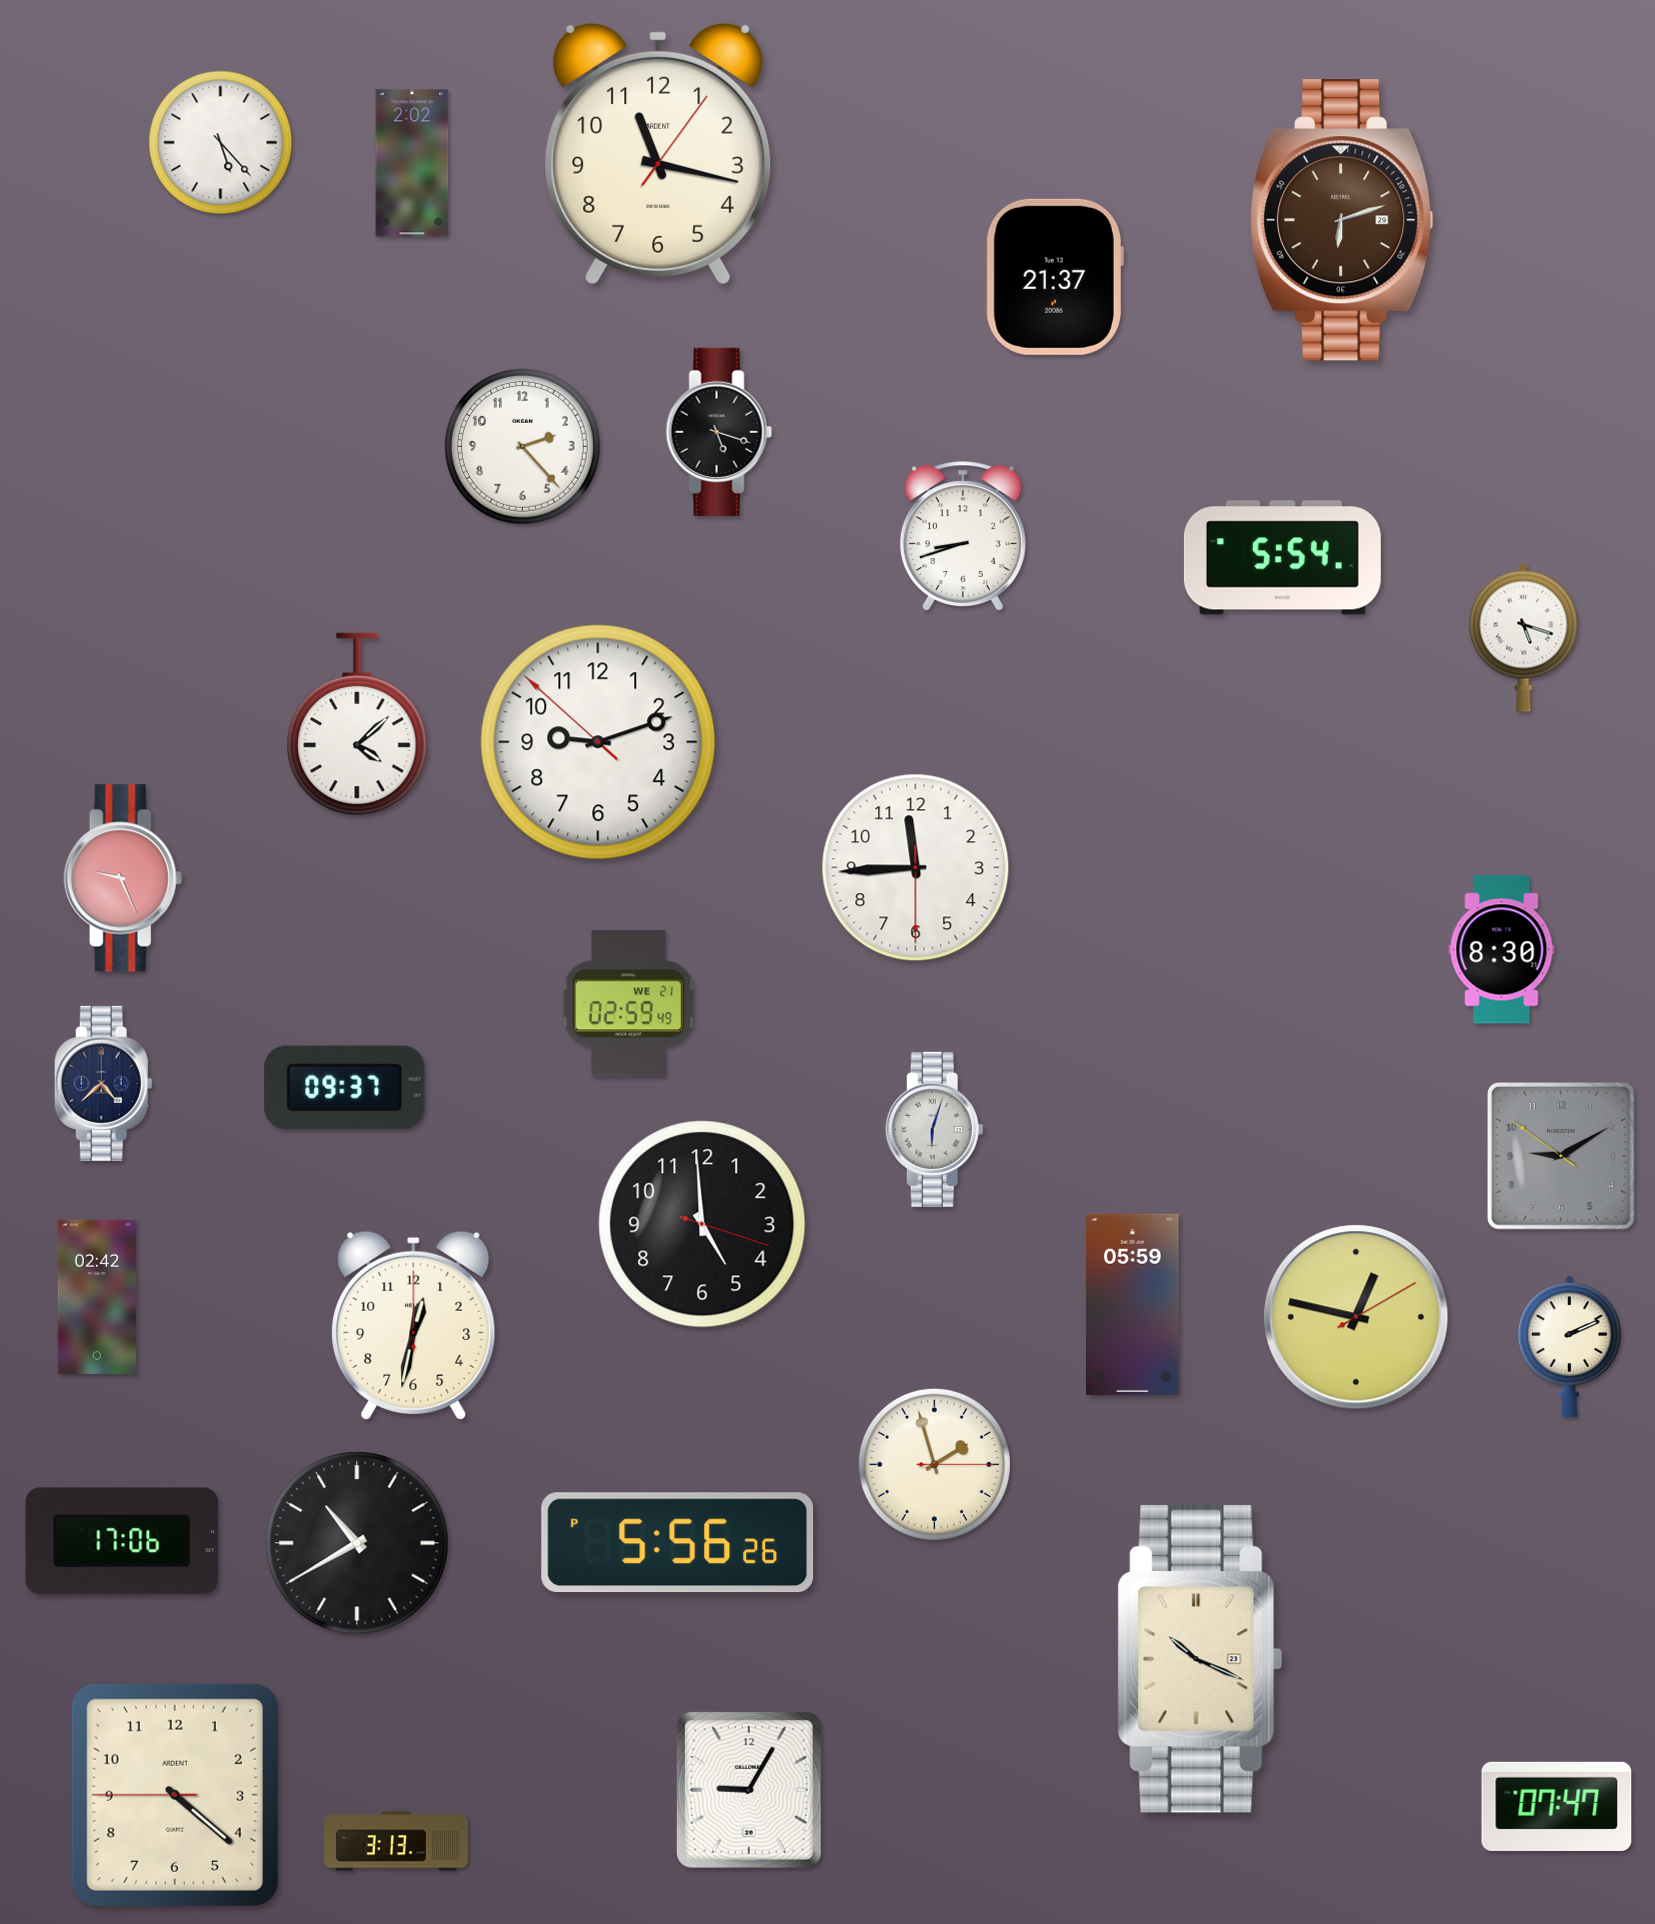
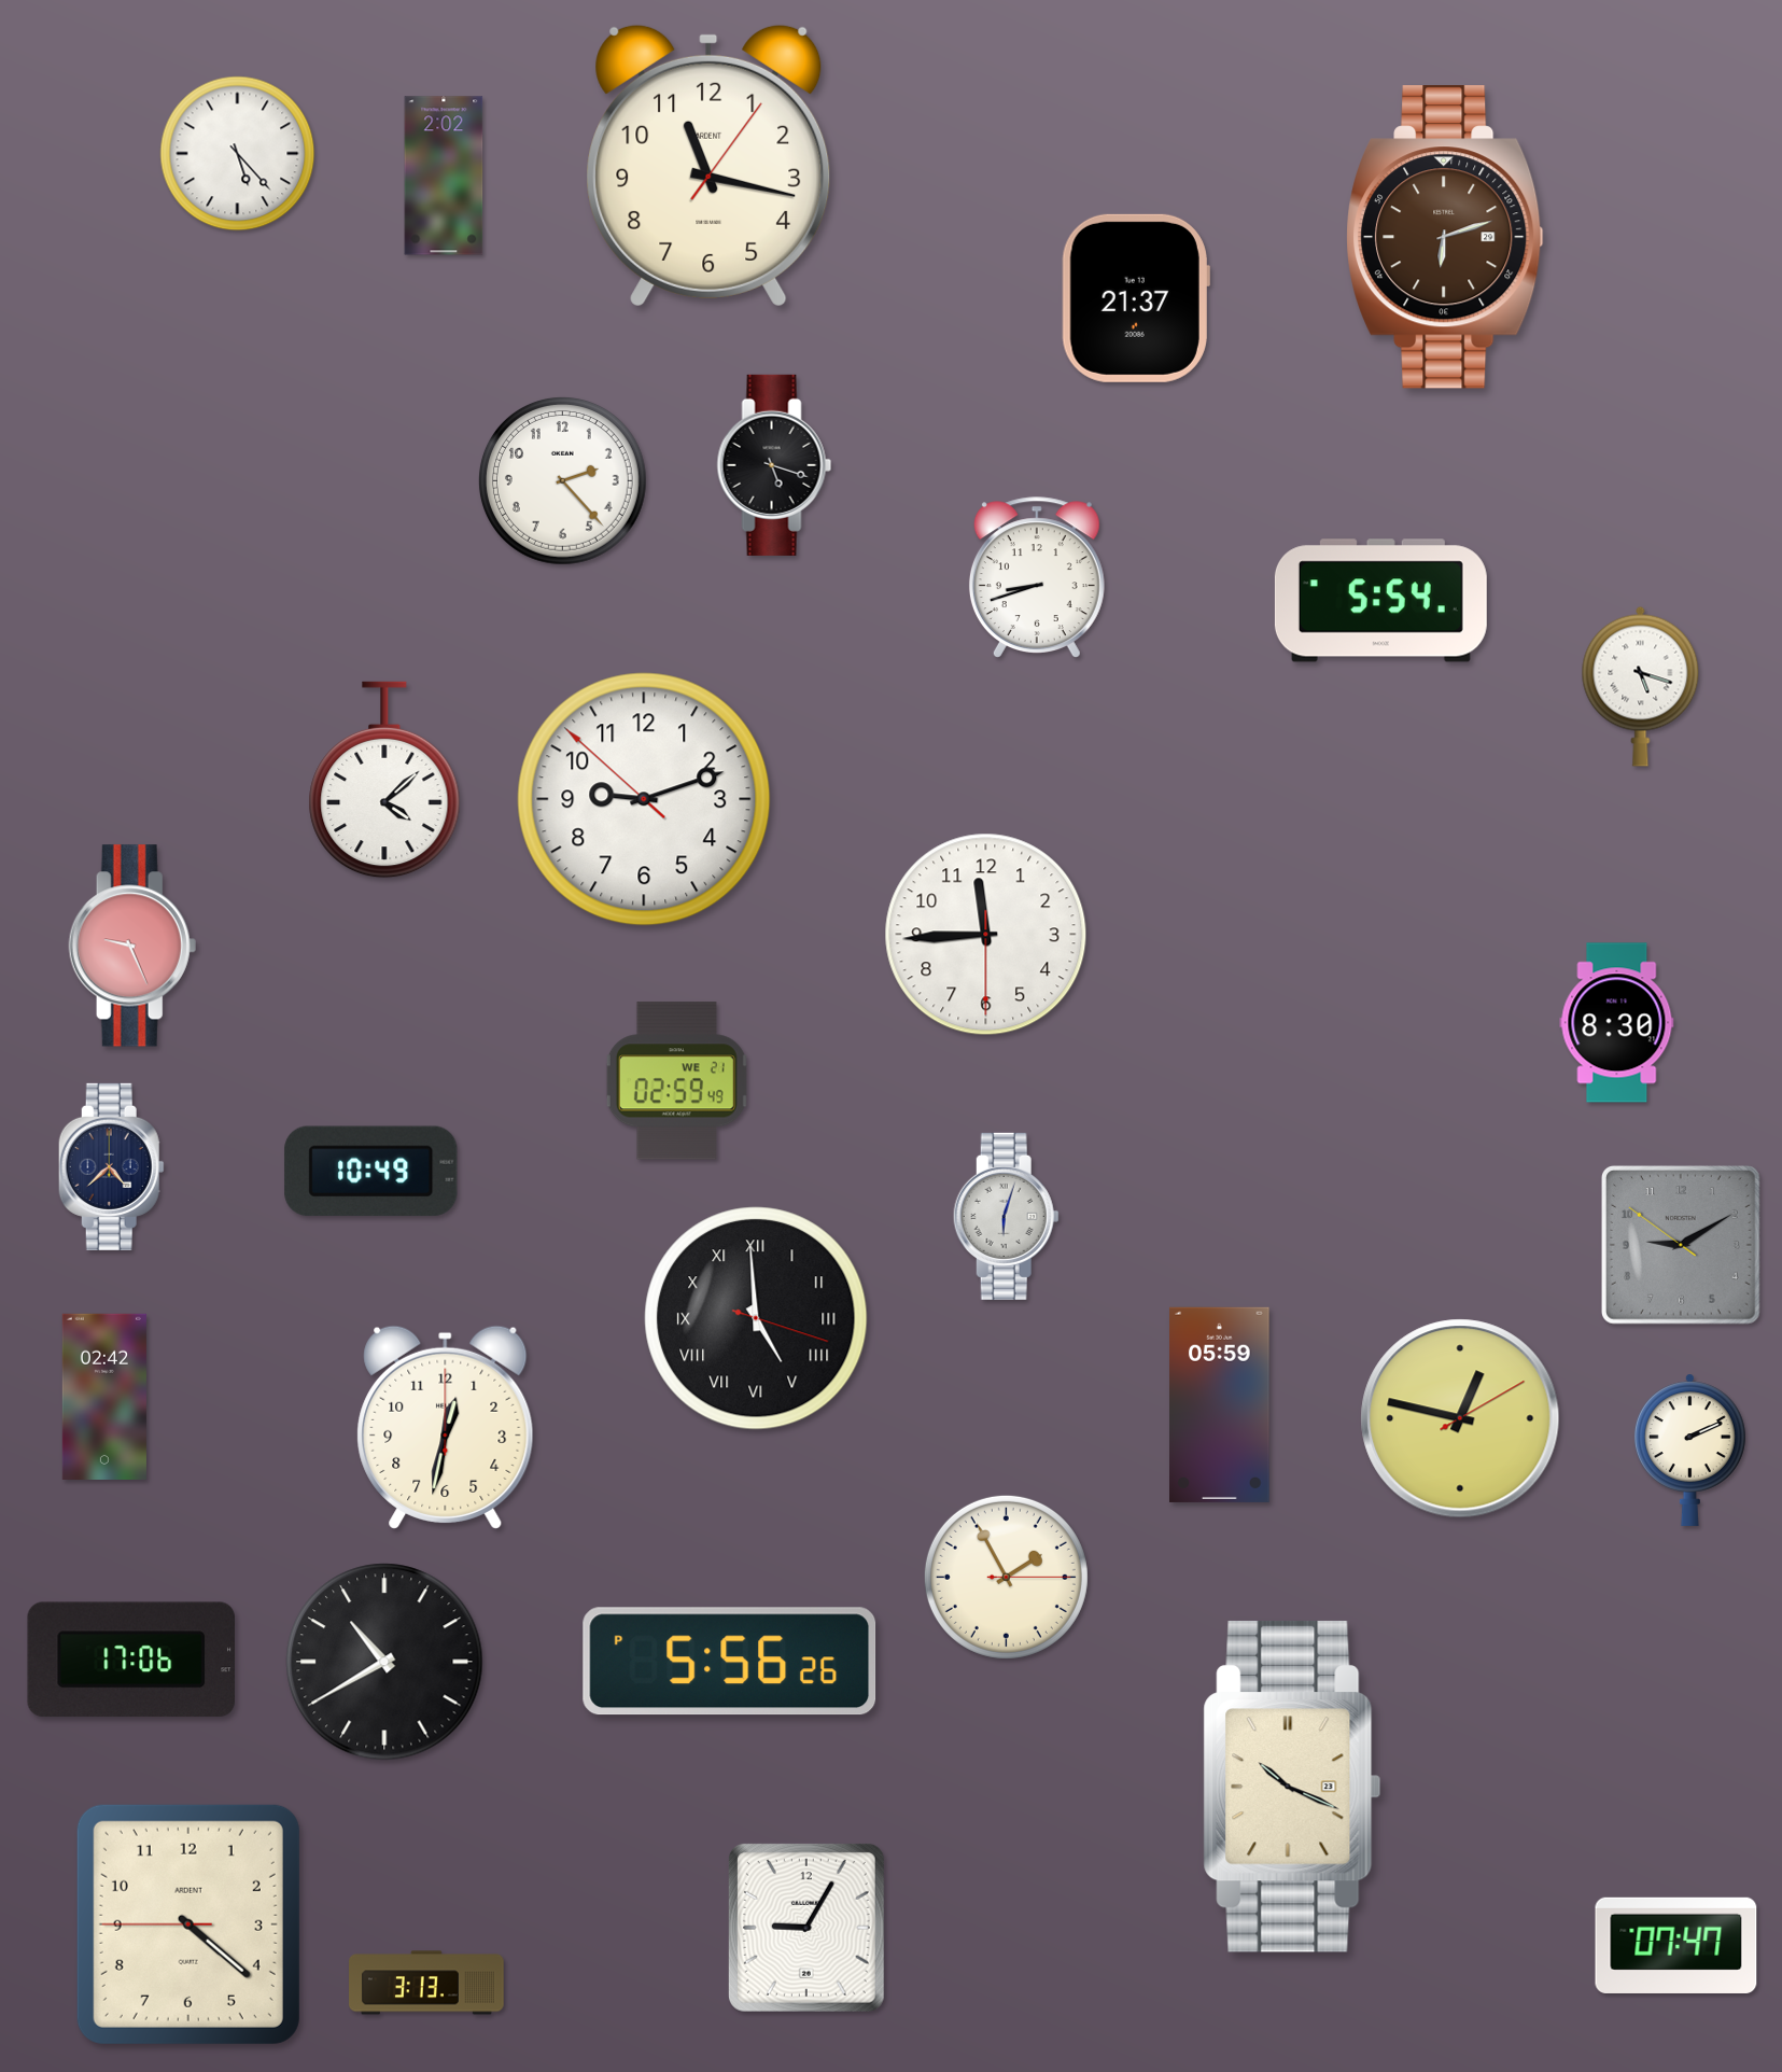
clock at (345, 1087): 09:37 -> 10:49
clock at (702, 1224) numerals: Arabic -> Roman
clock at (934, 1464): 1:57 -> 1:55
clock at (175, 1795) position: (175, 1795) -> (188, 1924)
